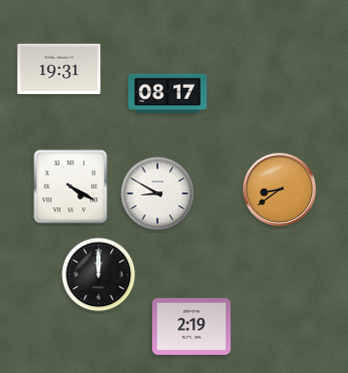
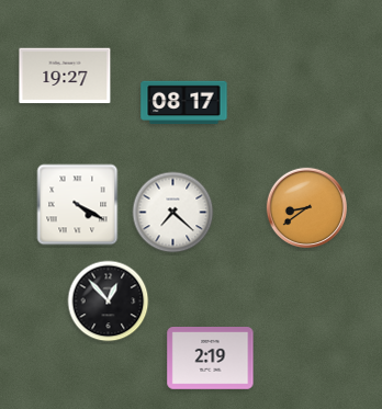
clock at (59, 69): 19:31 -> 19:27
clock at (158, 194): 8:50 -> 7:22
clock at (99, 275): 12:00 -> 12:53
